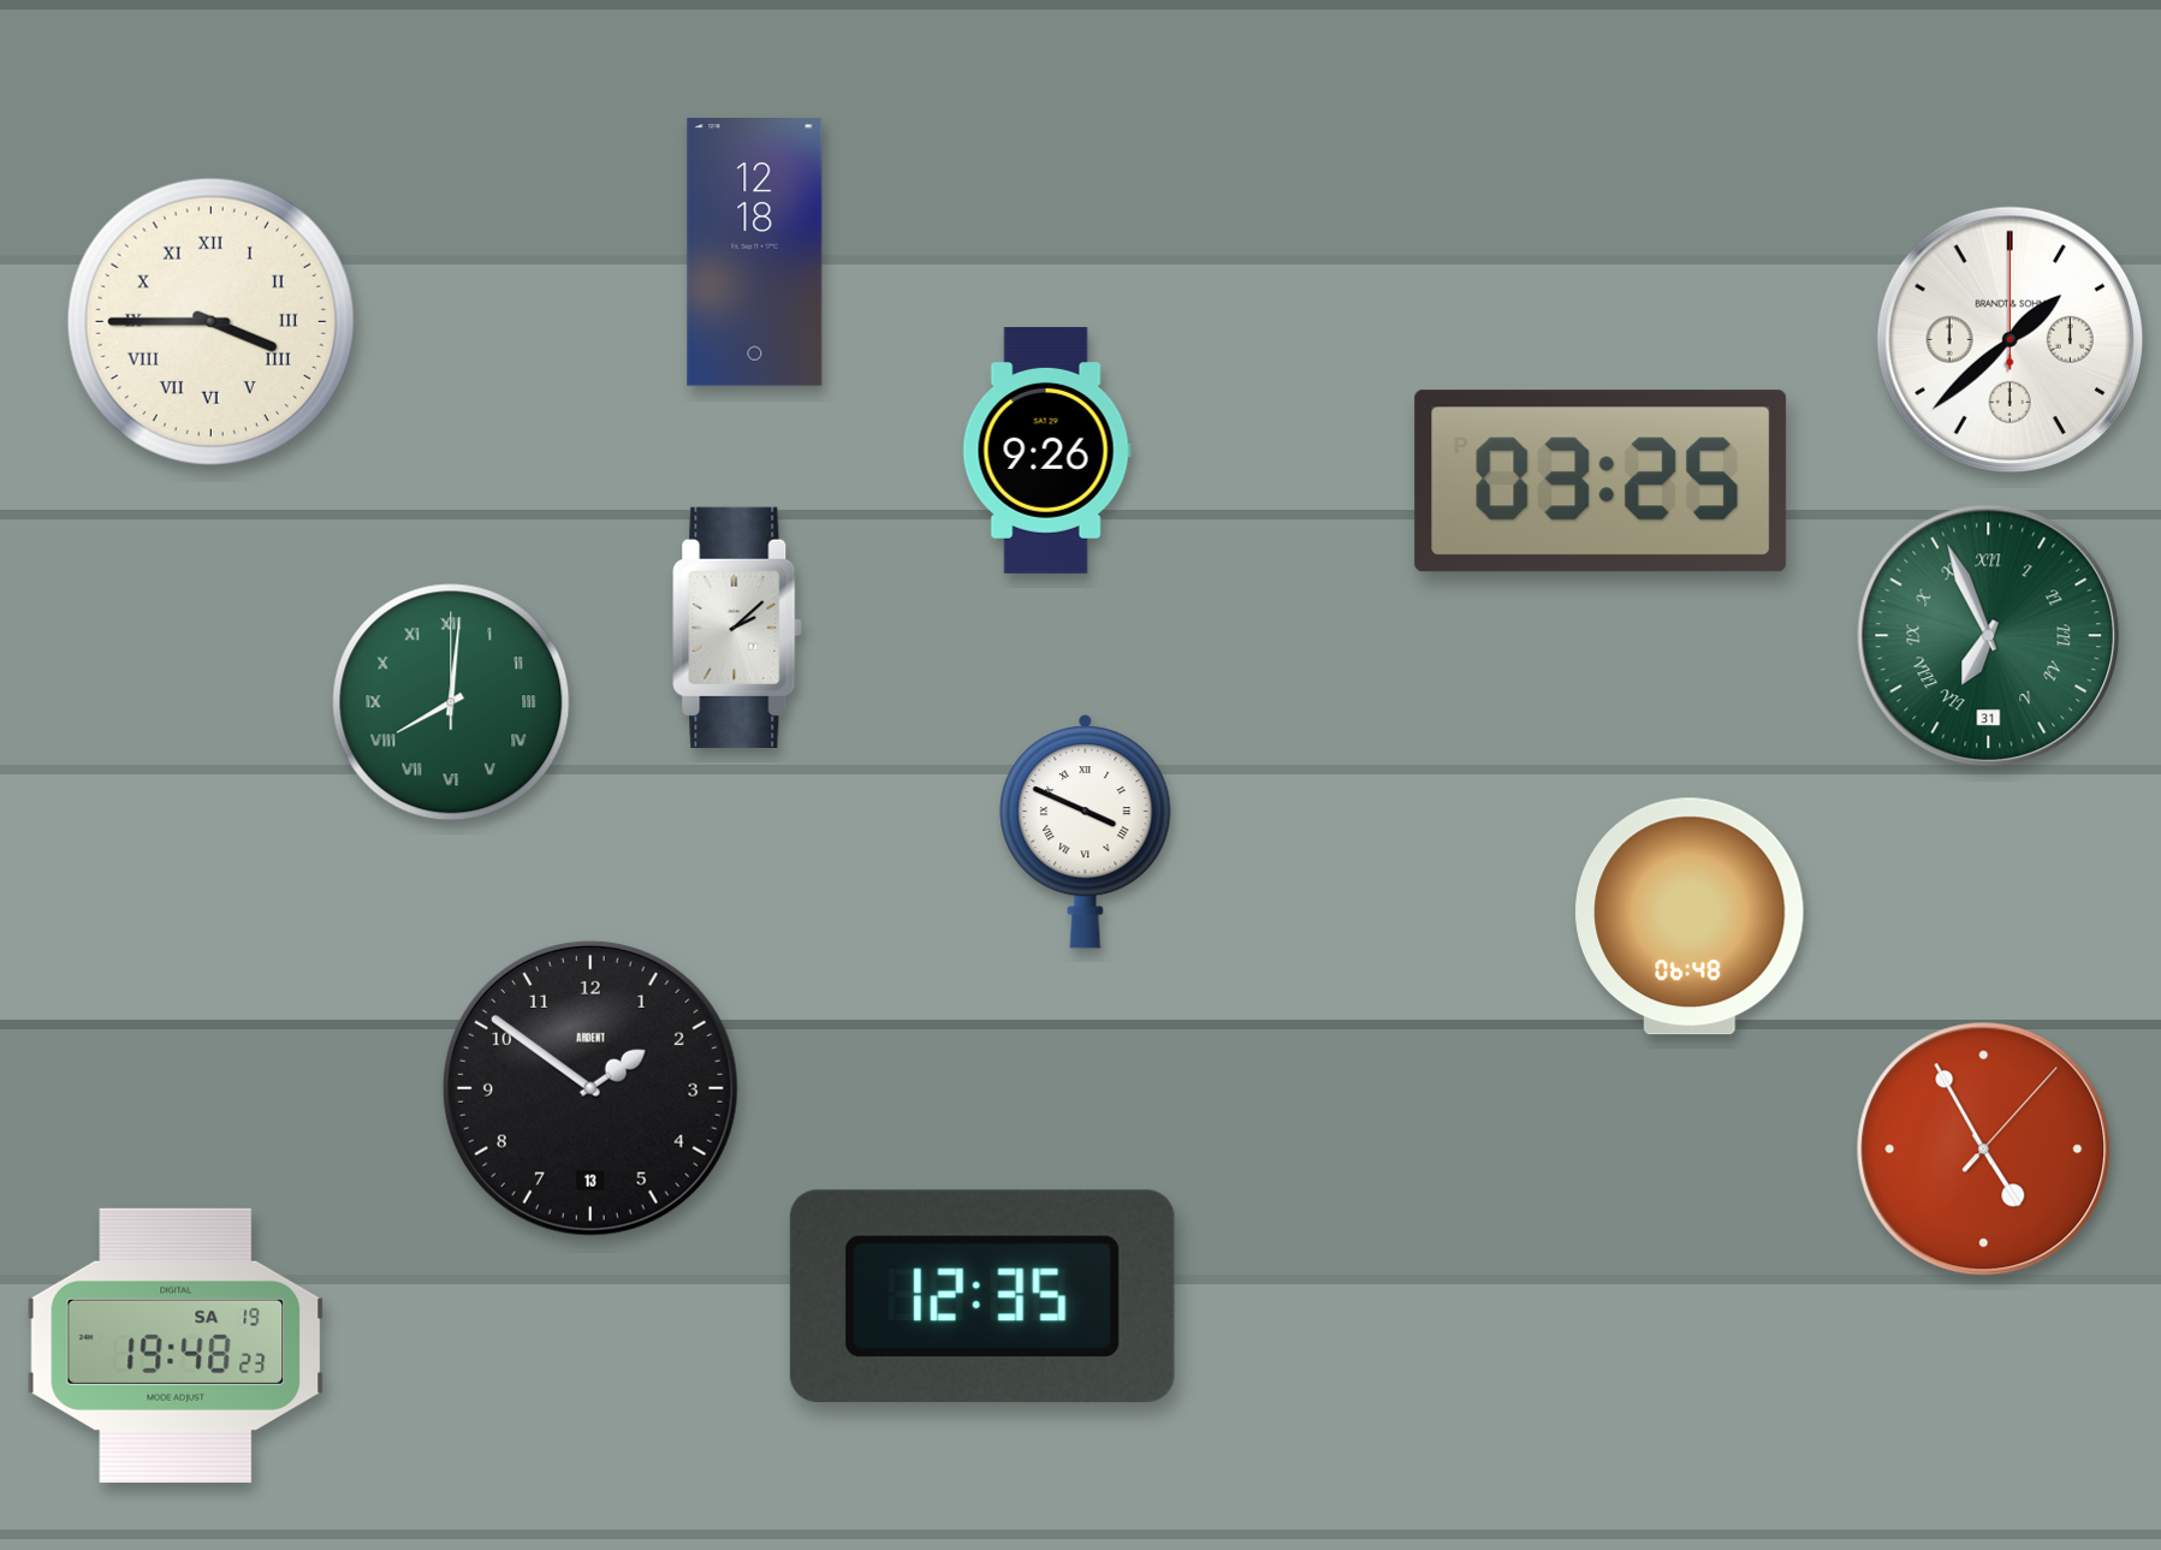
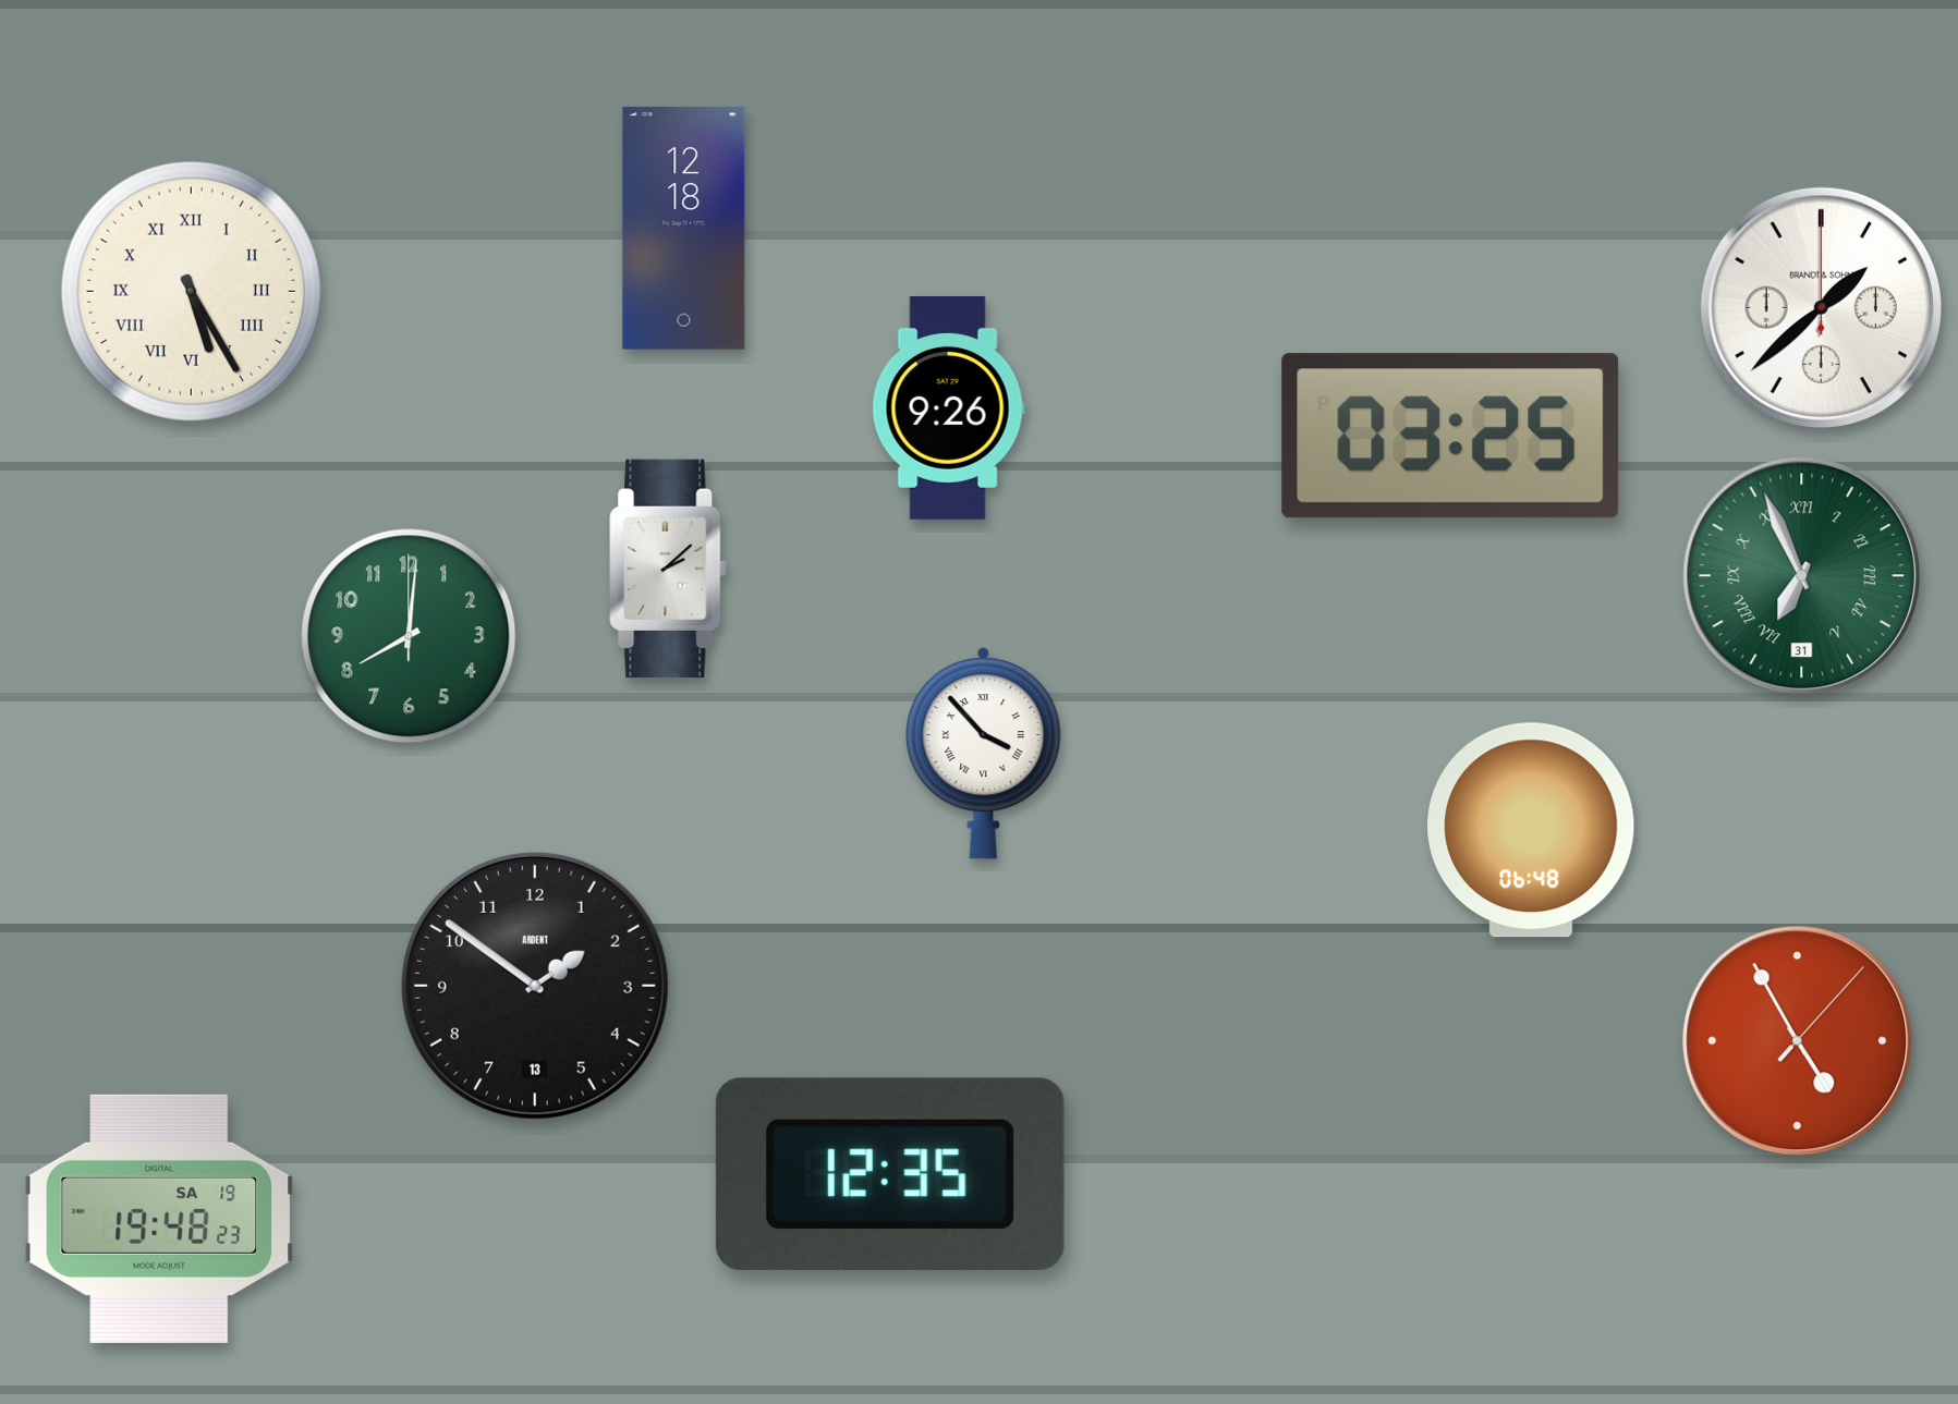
clock at (210, 321): 3:45 -> 5:25
clock at (451, 702) numerals: Roman -> Arabic
clock at (1086, 831): 3:49 -> 3:53
